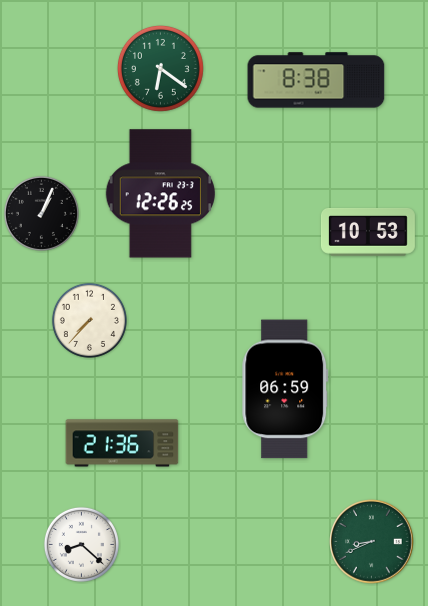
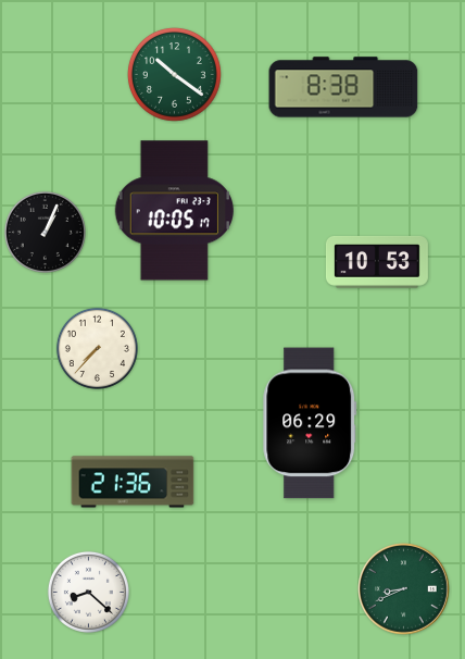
clock at (160, 68): 6:21 -> 10:21
clock at (160, 194): 12:26 -> 10:05
clock at (368, 233) position: (368, 233) -> (377, 263)
clock at (285, 389): 06:59 -> 06:29
